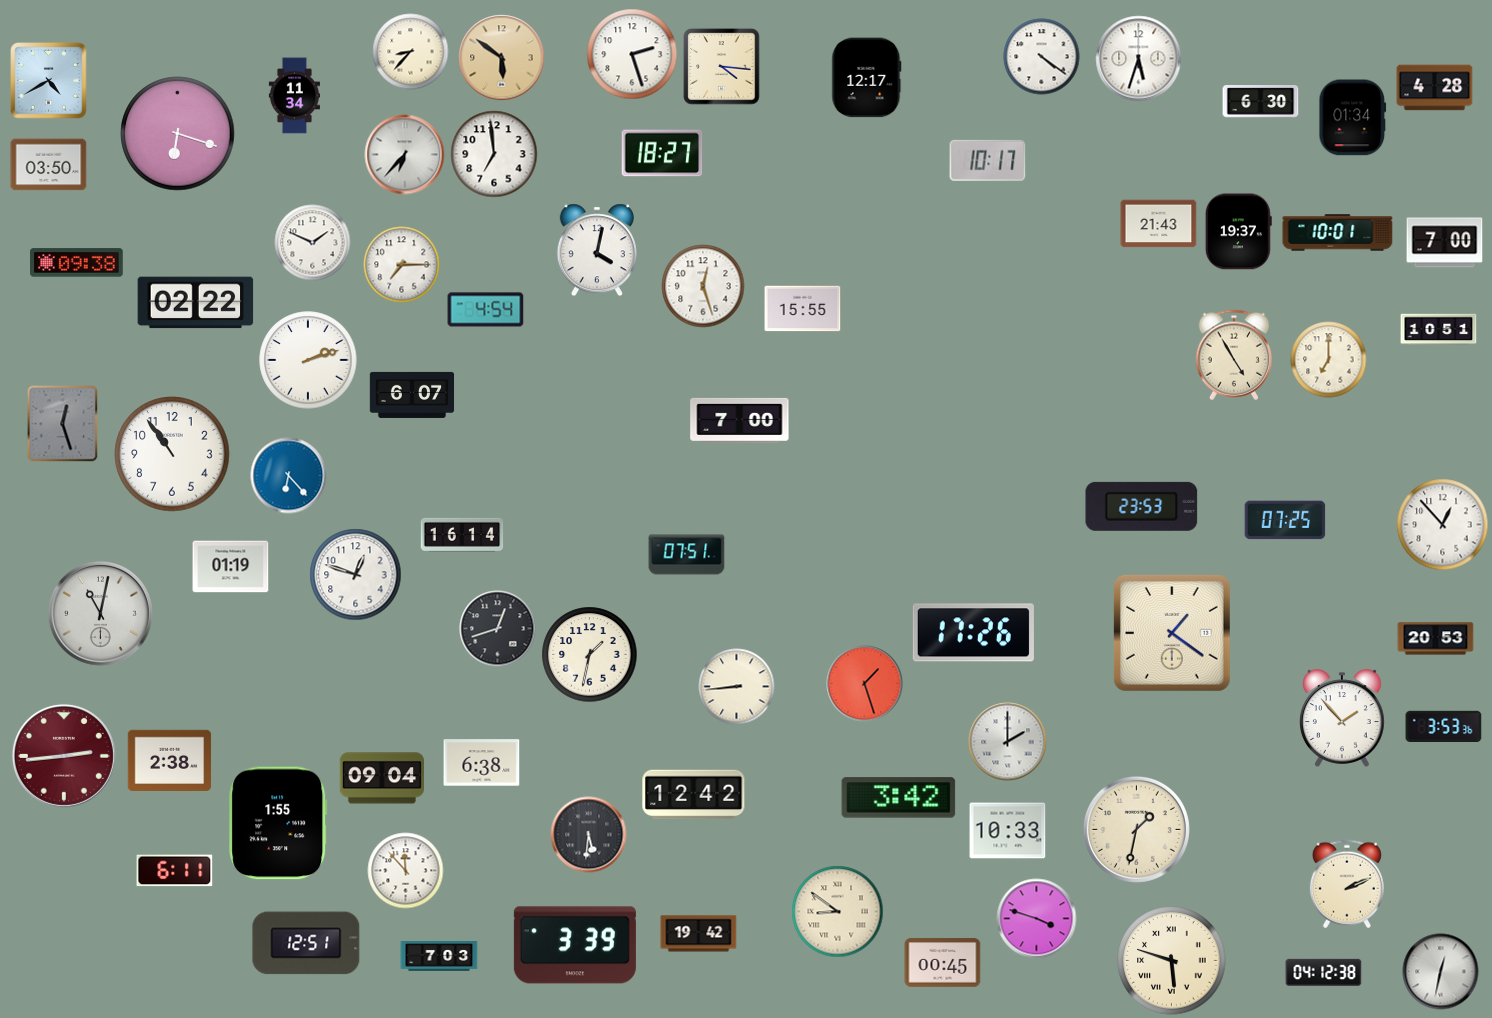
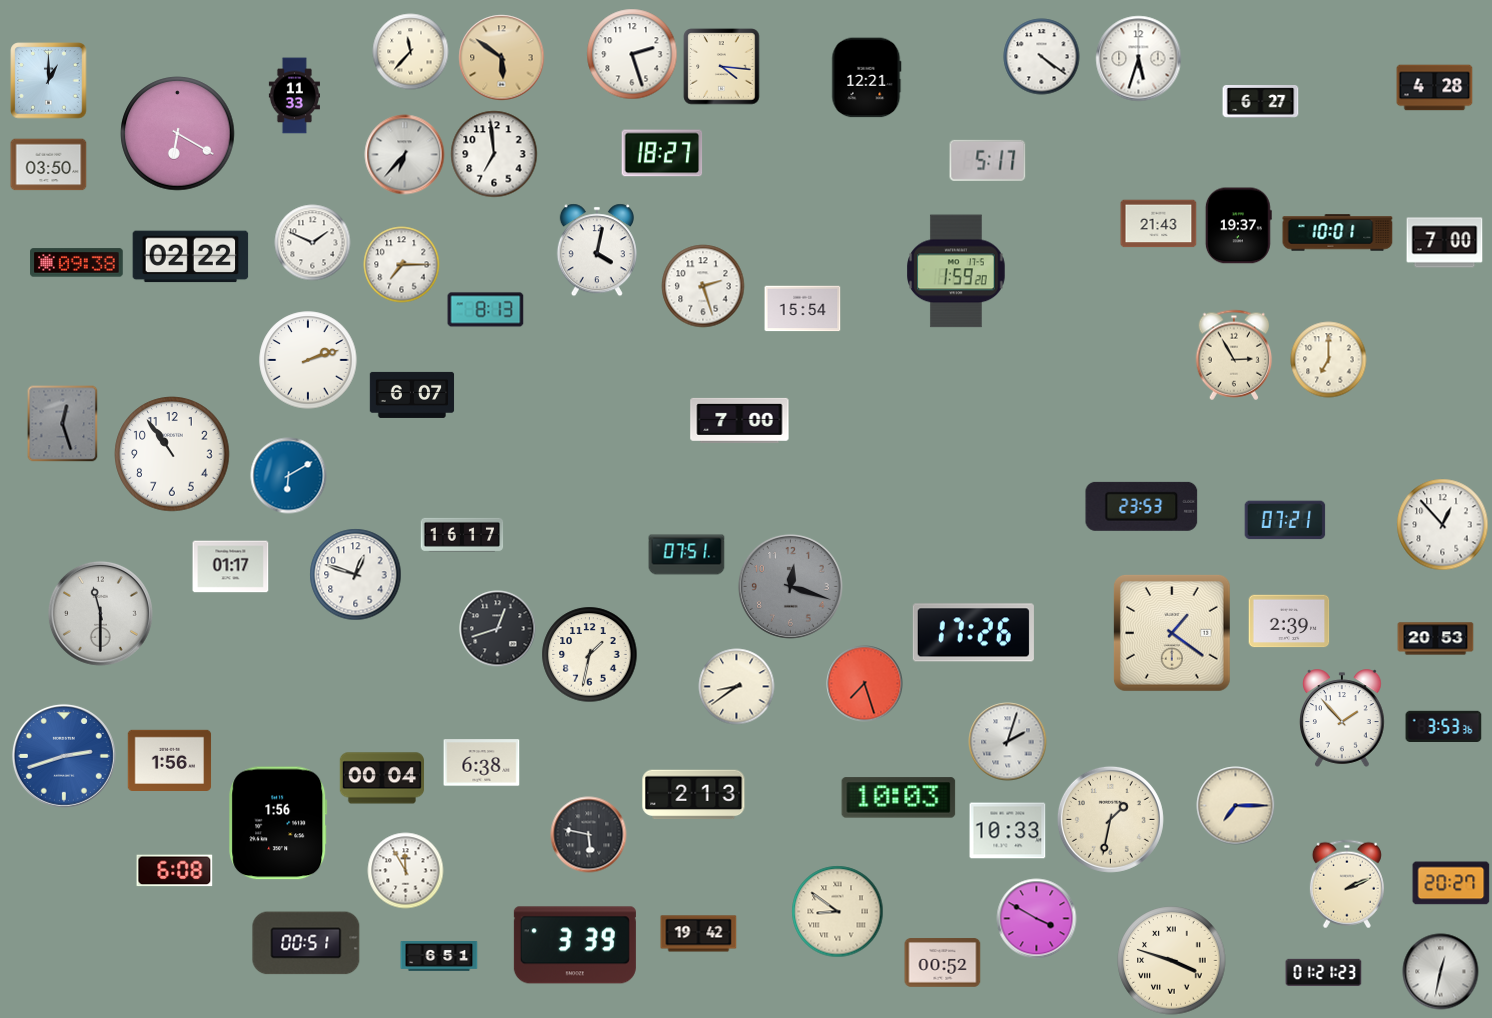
clock at (411, 52): 8:37 -> 11:37
clock at (867, 78): 12:17 -> 12:21
clock at (49, 81): 4:40 -> 1:00
clock at (294, 96): 11:34 -> 11:33
clock at (1261, 102): 6:30 -> 6:27
clock at (1353, 118): 01:34 -> none
clock at (178, 134): 6:18 -> 6:20
clock at (988, 160): 10:17 -> 5:17
clock at (1238, 232) position: (1238, 232) -> (1238, 226)
clock at (956, 271): none -> 1:59
clock at (703, 286): 12:27 -> 2:27
clock at (196, 303) position: (196, 303) -> (191, 257)
clock at (803, 309): 15:55 -> 15:54
clock at (486, 310): 4:54 -> 8:13
clock at (1439, 330): 10:51 -> none
clock at (1234, 355): 4:55 -> 2:55
clock at (289, 476): 6:23 -> 6:10
clock at (1285, 520): 07:25 -> 07:21
clock at (462, 535): 16:14 -> 16:17
clock at (231, 567): 01:19 -> 01:17
clock at (790, 586): none -> 12:18
clock at (100, 613): 11:02 -> 11:30
clock at (1289, 621): none -> 2:39
clock at (865, 684): 1:27 -> 7:27
clock at (737, 687): 8:44 -> 8:39
clock at (1008, 742): 2:00 -> 2:03
clock at (64, 756): 2:44 -> 2:42
clock at (64, 756) dial: burgundy -> blue
clock at (170, 760): 2:38 -> 1:56
clock at (381, 778): 09:04 -> 00:04
clock at (694, 795): 12:42 -> 2:13
clock at (899, 798): 3:42 -> 10:03
clock at (1236, 806): none -> 7:15
clock at (278, 823): 1:55 -> 1:56
clock at (1136, 829) position: (1136, 829) -> (1110, 819)
clock at (589, 835): 5:31 -> 5:47
clock at (175, 871): 6:11 -> 6:08
clock at (406, 871): 11:53 -> 11:55
clock at (1451, 883): none -> 20:27
clock at (1037, 919): 3:48 -> 3:50
clock at (306, 943): 12:51 -> 00:51
clock at (439, 957): 7:03 -> 6:51
clock at (1172, 961): 5:48 -> 3:48
clock at (943, 963): 00:45 -> 00:52
clock at (1324, 972): 04:12 -> 01:21
